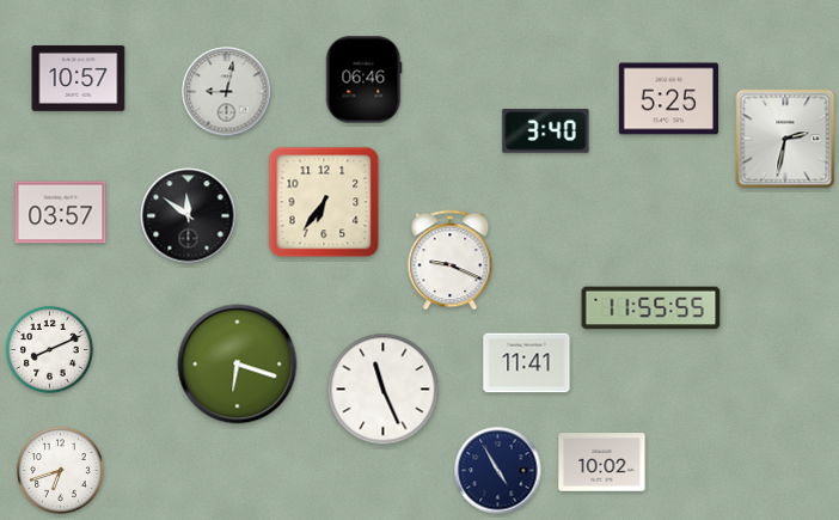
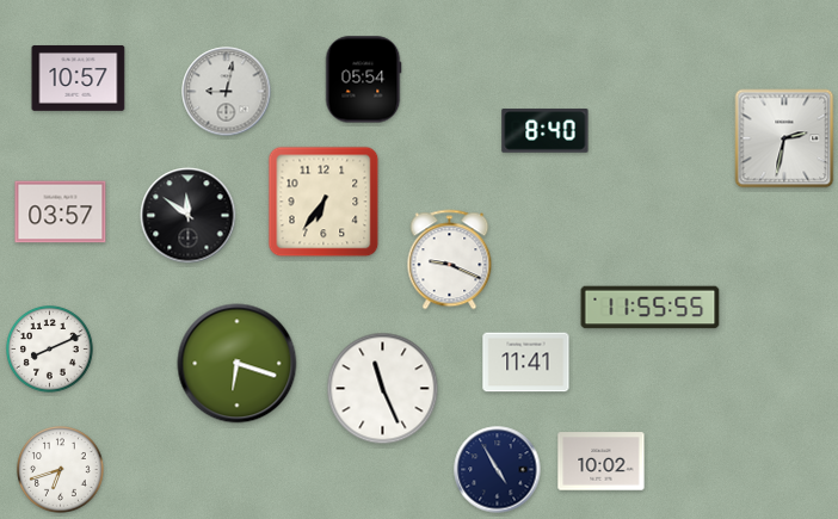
clock at (363, 80): 06:46 -> 05:54
clock at (668, 99): 5:25 -> none
clock at (546, 131): 3:40 -> 8:40
